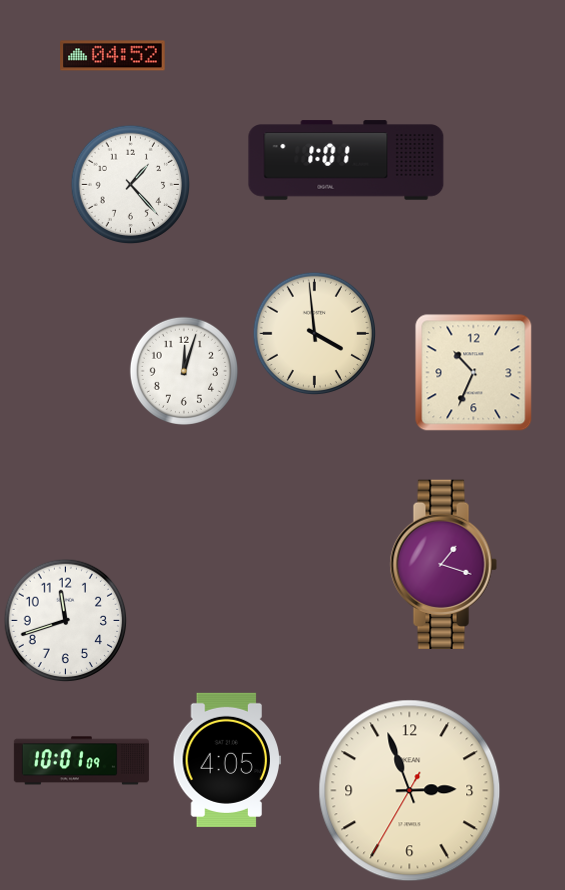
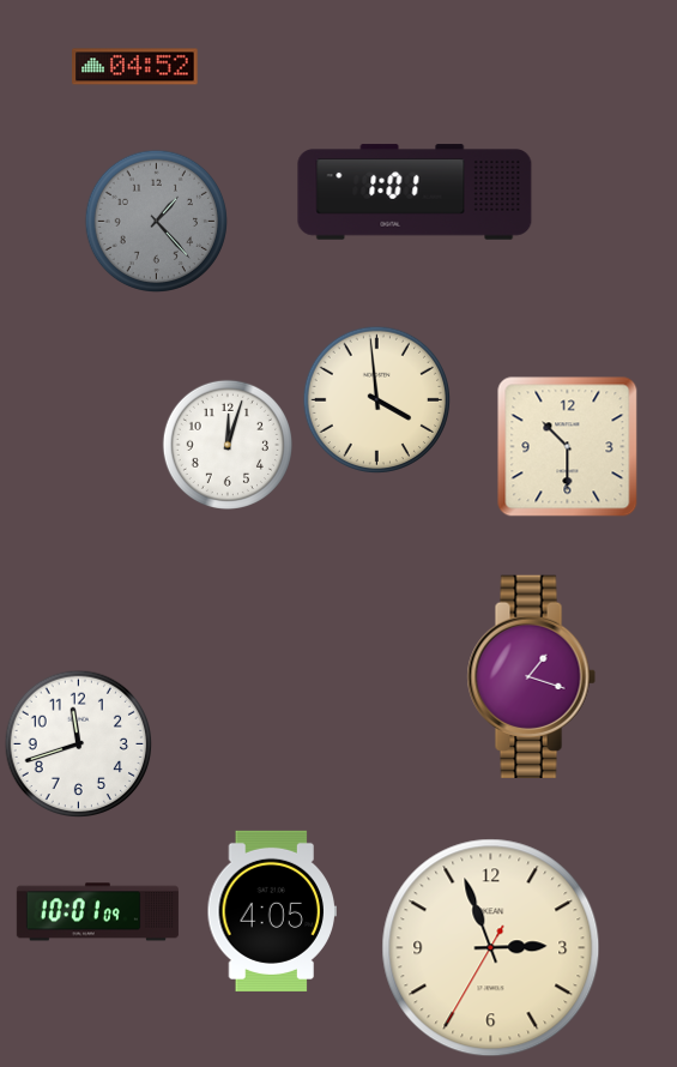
clock at (131, 185) dial: white -> grey
clock at (184, 371) position: (184, 371) -> (228, 445)
clock at (474, 373): 10:34 -> 10:30
